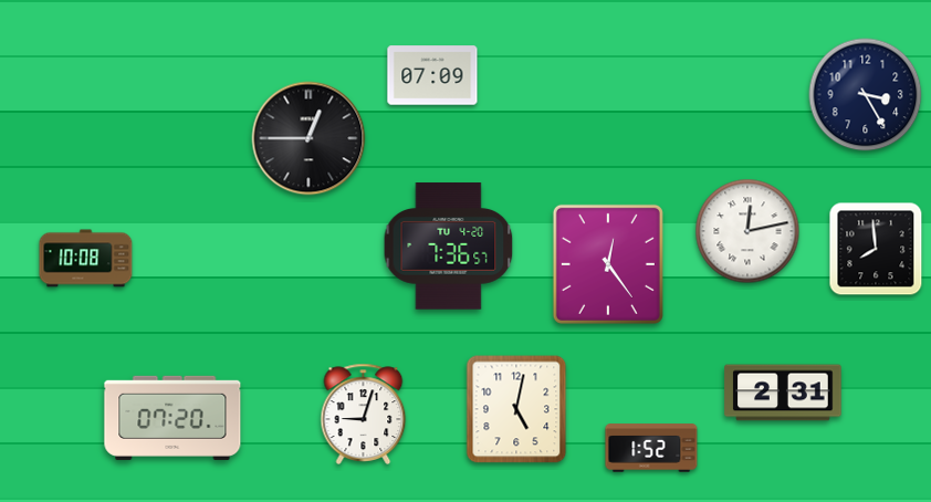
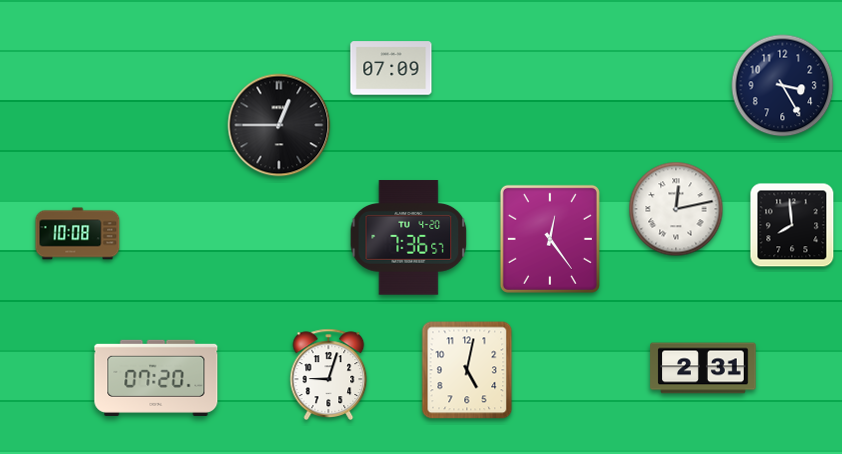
clock at (449, 247) position: (449, 247) -> (409, 238)
clock at (783, 393) position: (783, 393) -> (703, 368)
clock at (651, 448): 1:52 -> none
